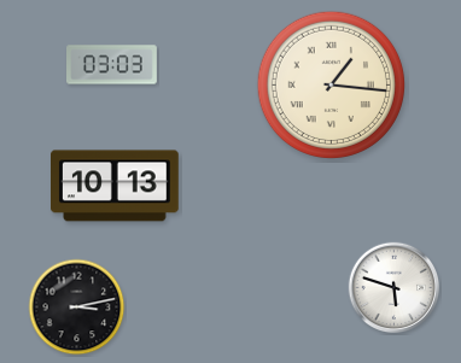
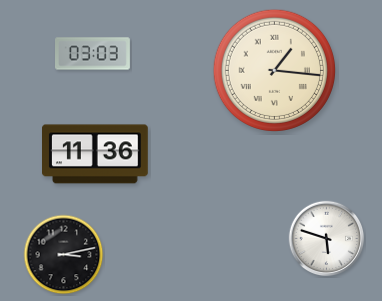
clock at (116, 186): 10:13 -> 11:36
